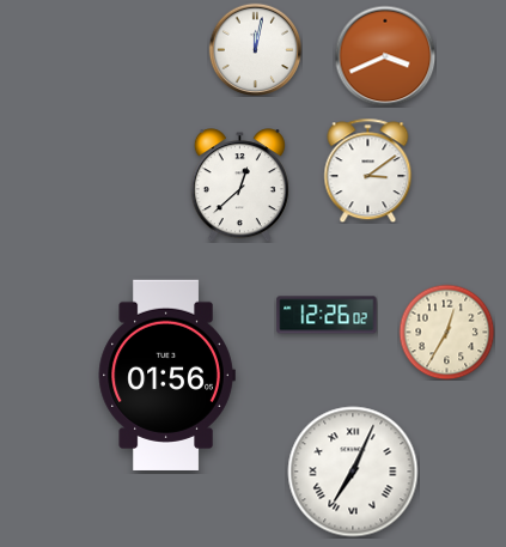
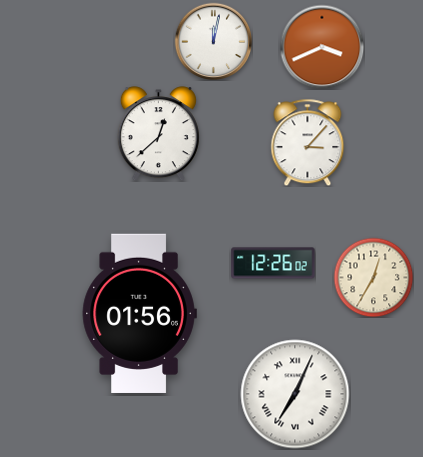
clock at (368, 170): 3:09 -> 3:07
clock at (239, 186) position: (239, 186) -> (158, 134)
